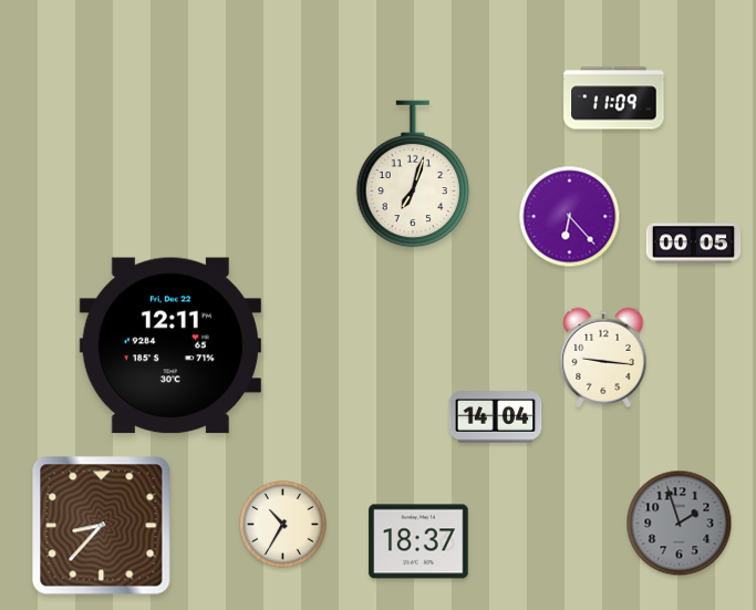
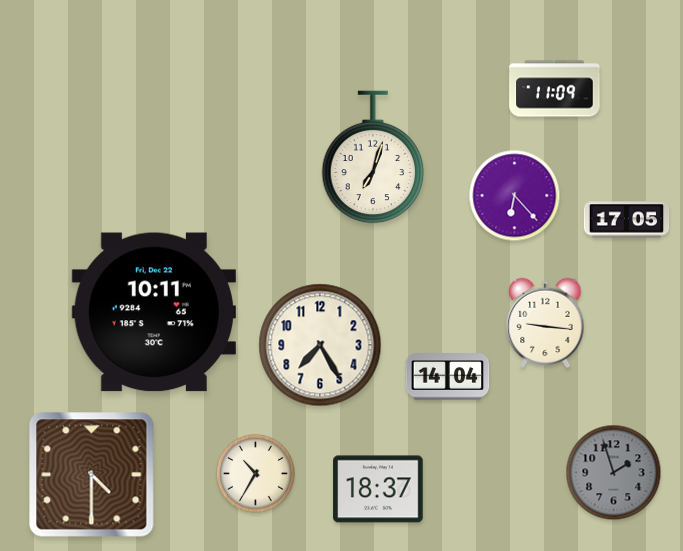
clock at (694, 244): 00:05 -> 17:05
clock at (170, 345): 12:11 -> 10:11
clock at (320, 345): none -> 7:25
clock at (102, 526): 8:37 -> 4:30
